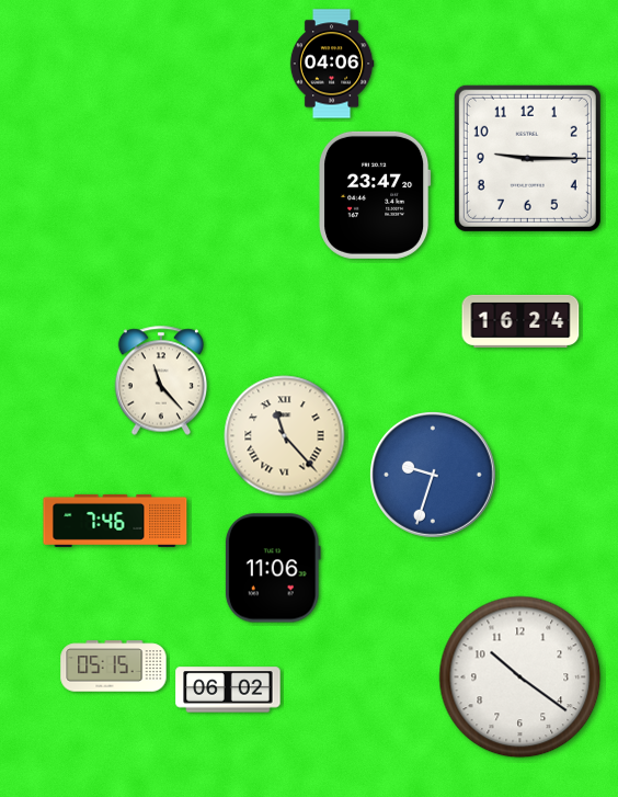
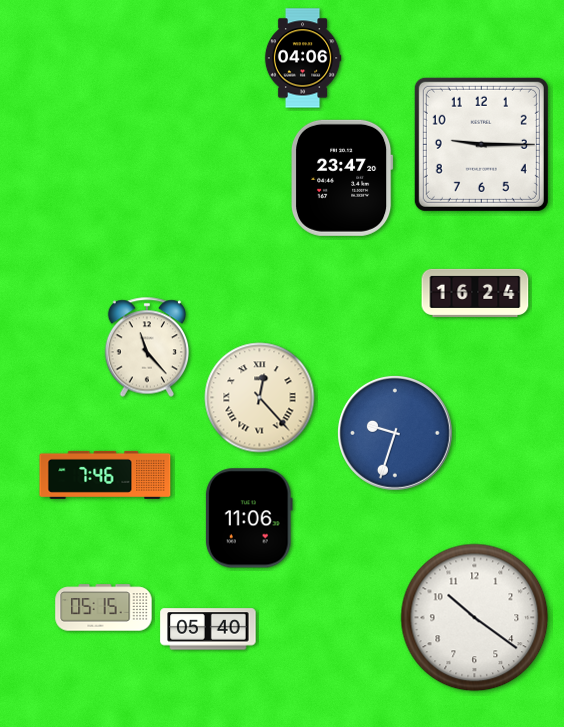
clock at (285, 436): 11:23 -> 12:23
clock at (228, 690): 06:02 -> 05:40
